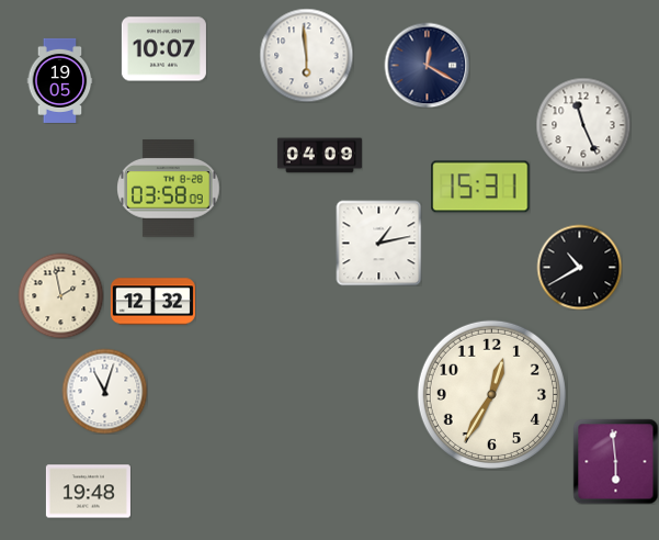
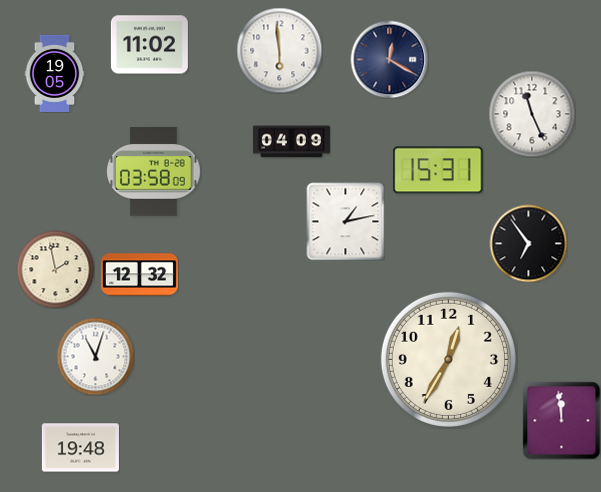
clock at (163, 49): 10:07 -> 11:02
clock at (579, 267): 10:40 -> 6:54
clock at (615, 461): 5:59 -> 11:59
